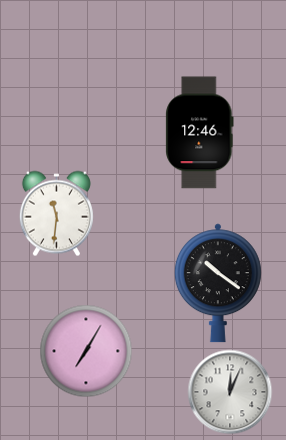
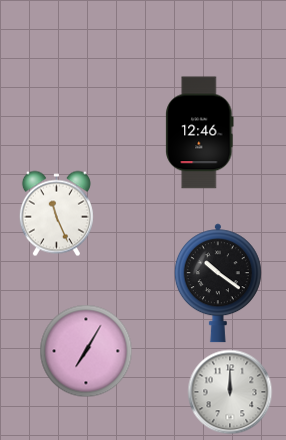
clock at (56, 213): 11:31 -> 11:26
clock at (230, 392): 12:04 -> 12:00
